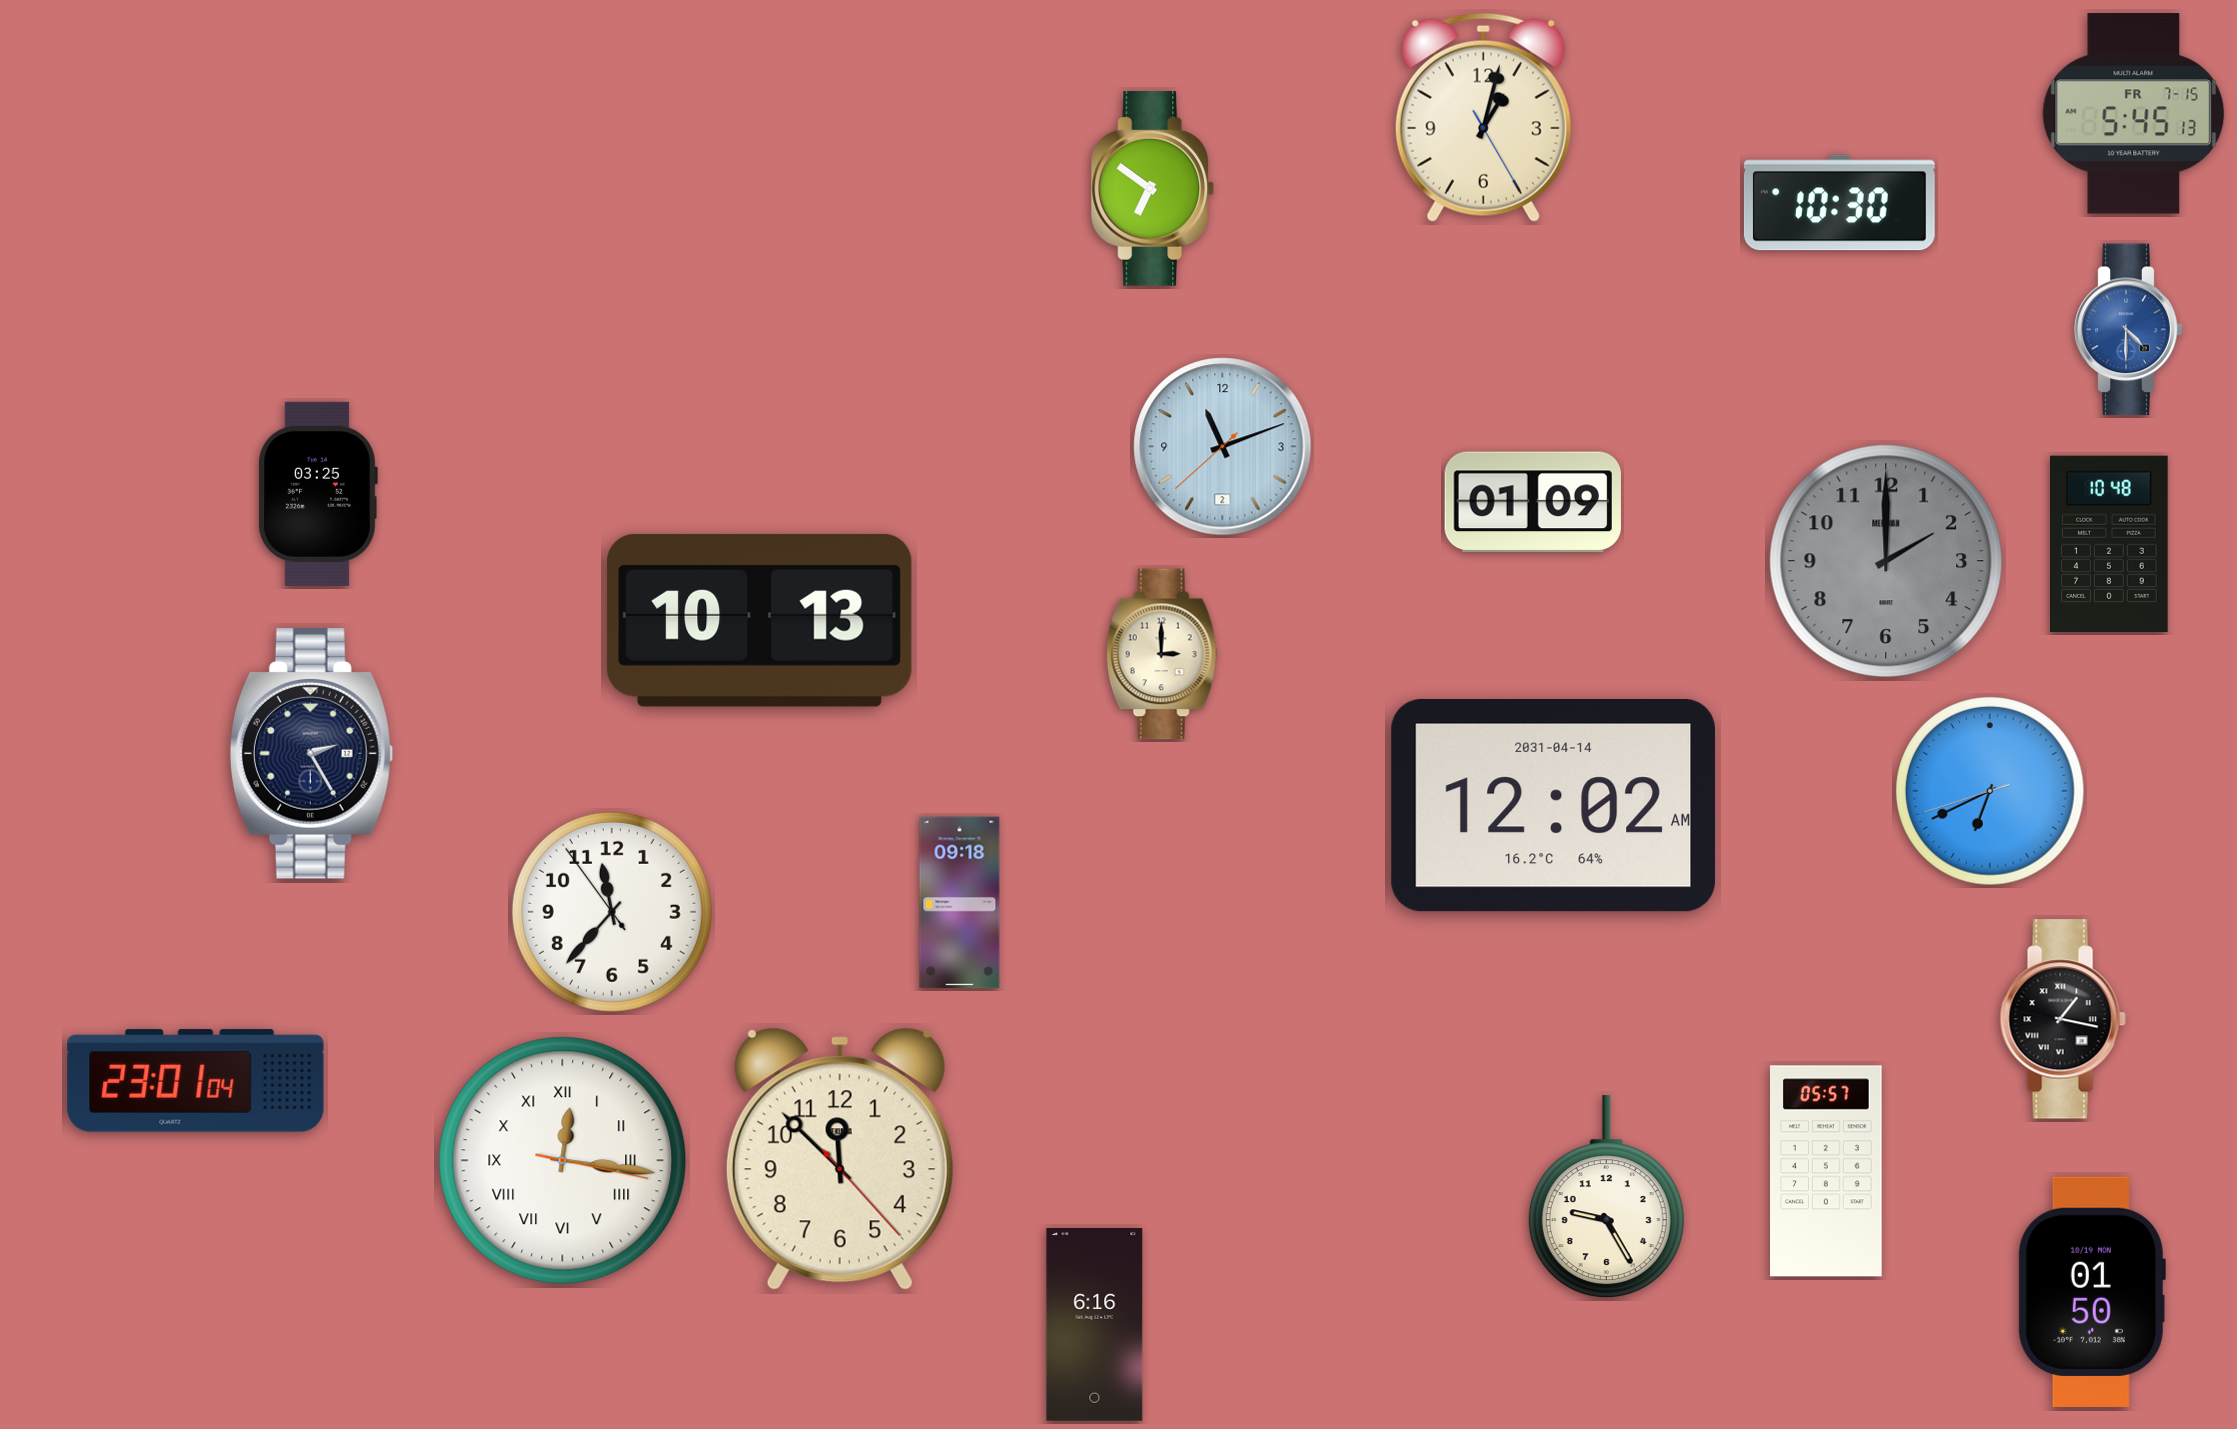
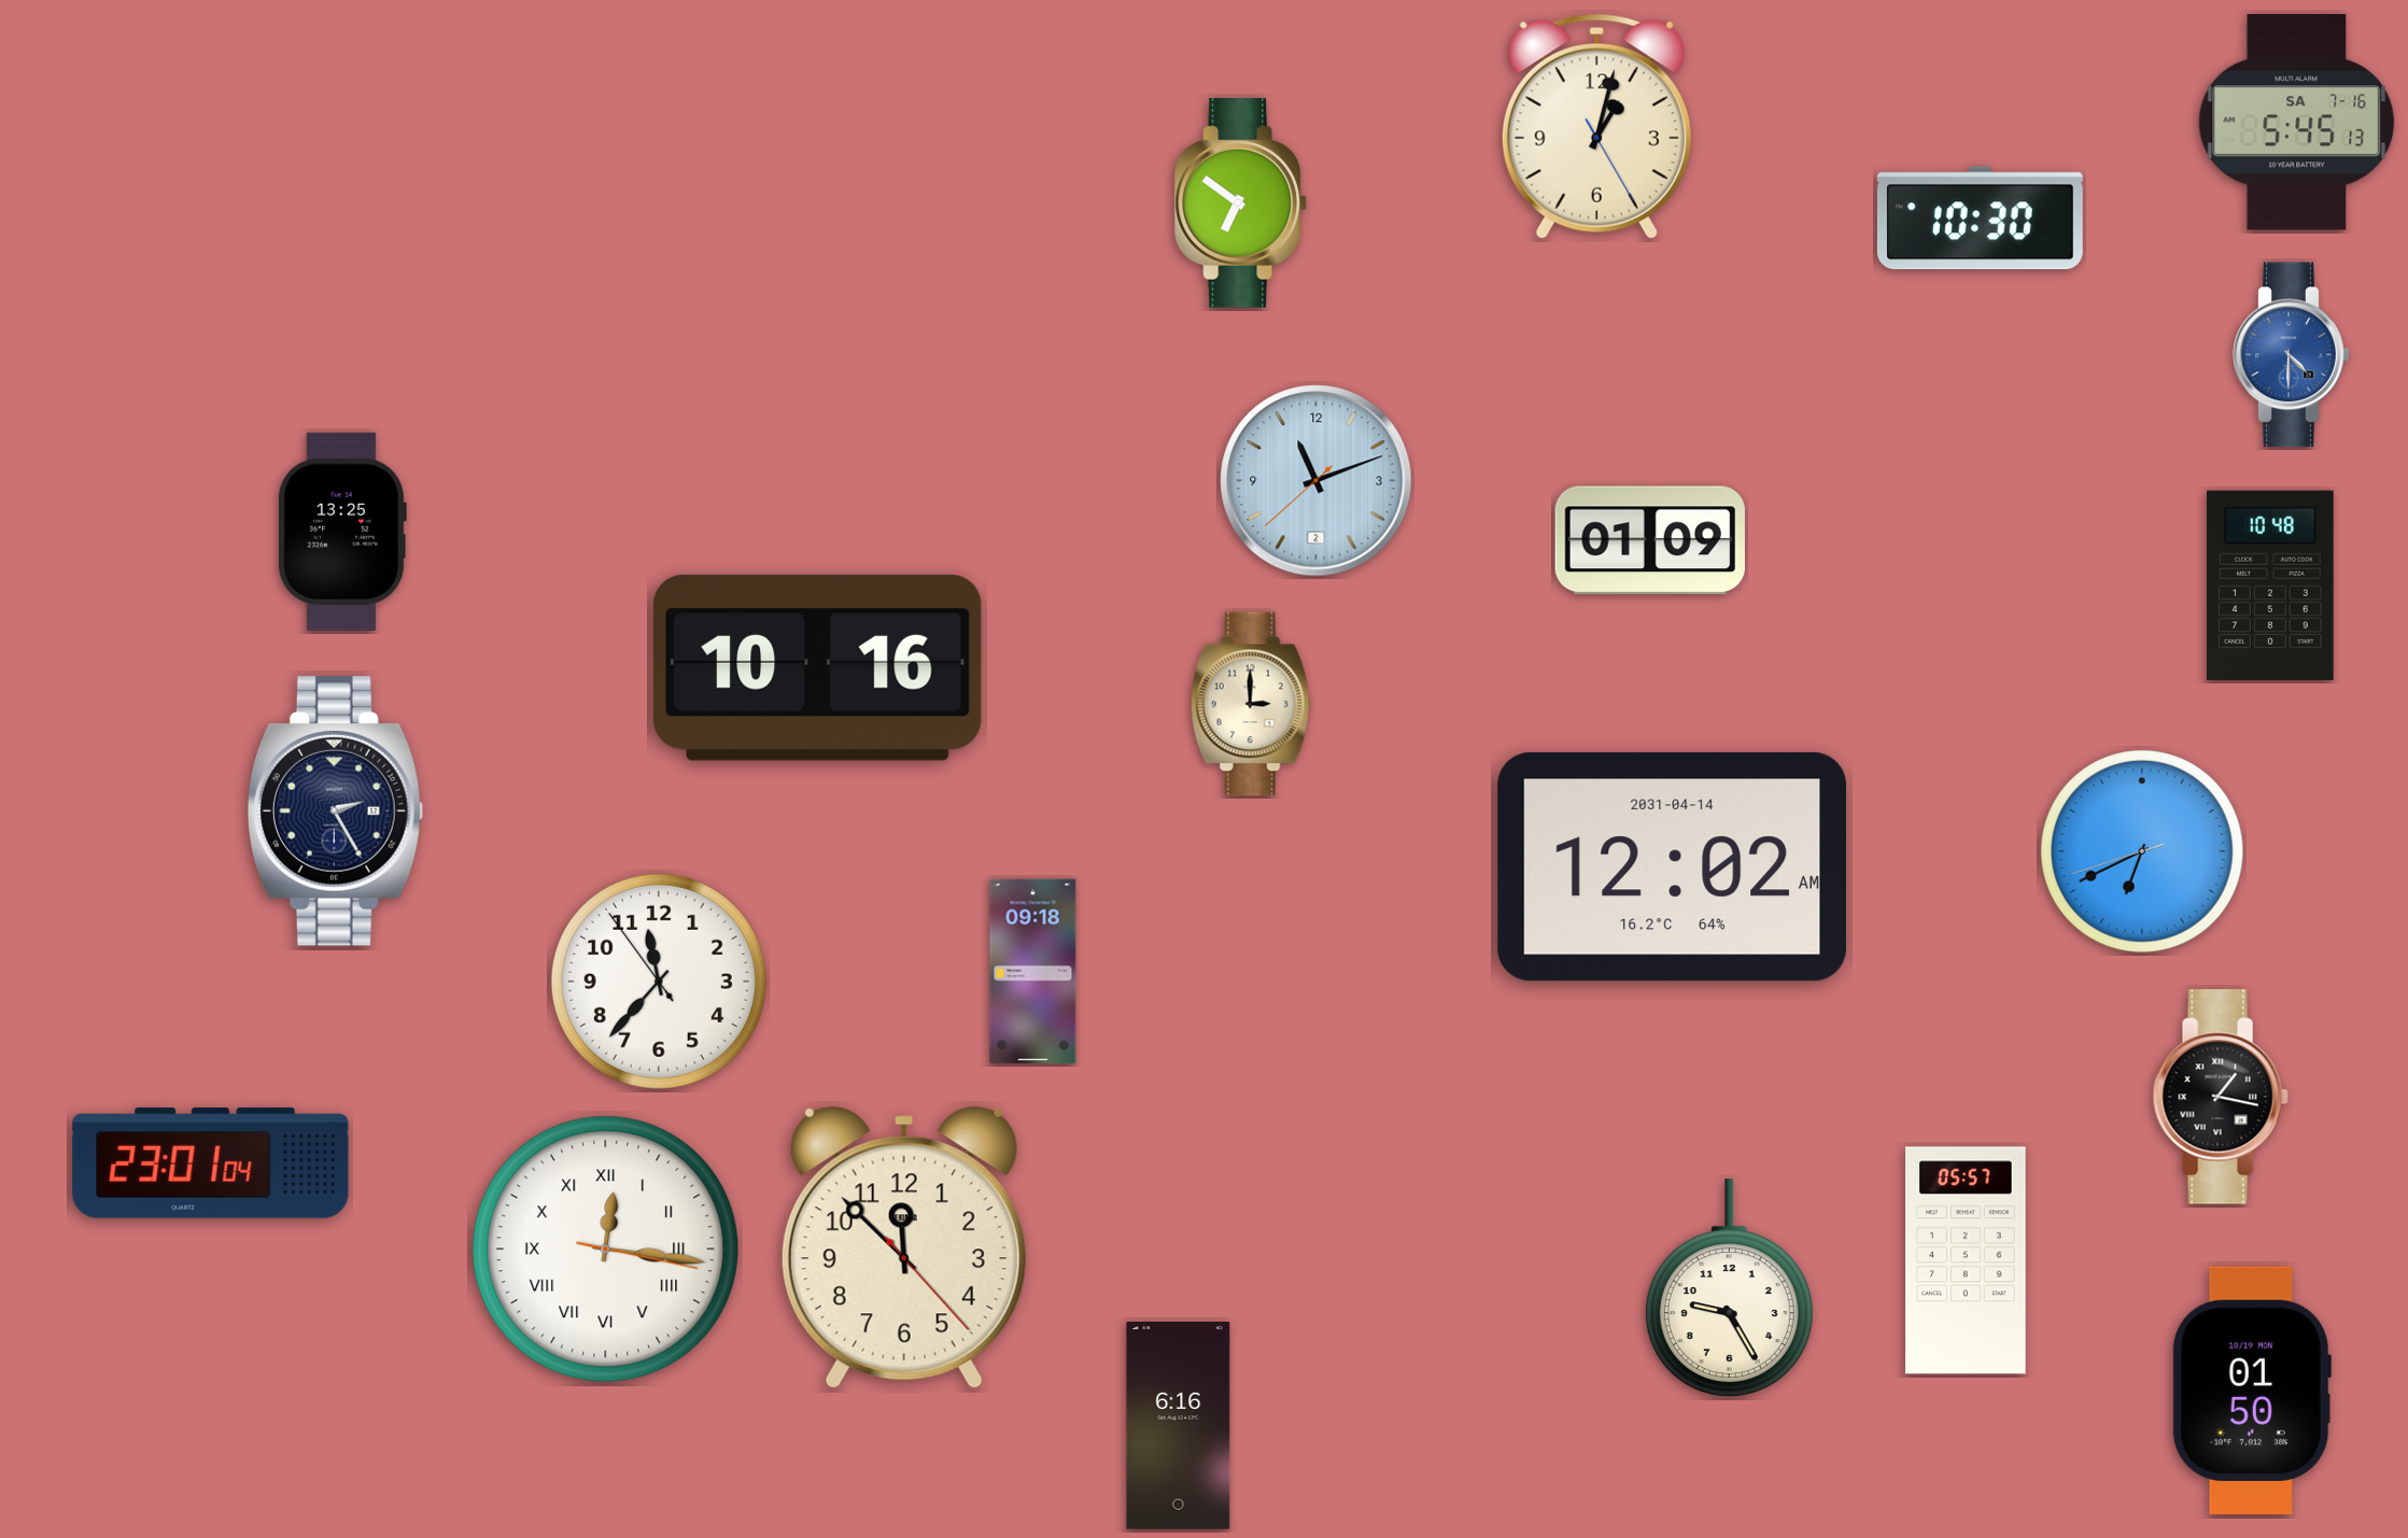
clock at (2134, 114) date: FR 7-15 -> SA 7-16
clock at (318, 494): 03:25 -> 13:25
clock at (1886, 561): 2:00 -> none
clock at (759, 620): 10:13 -> 10:16
